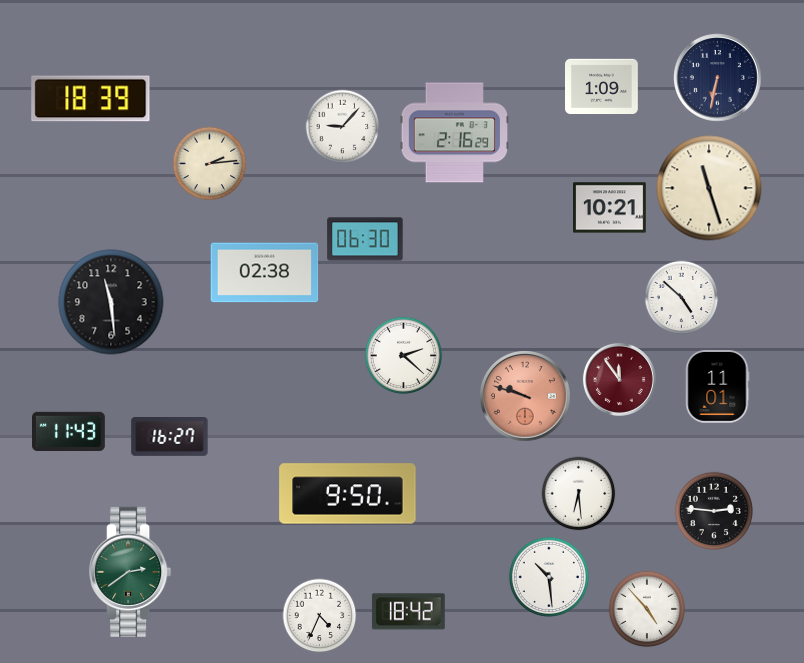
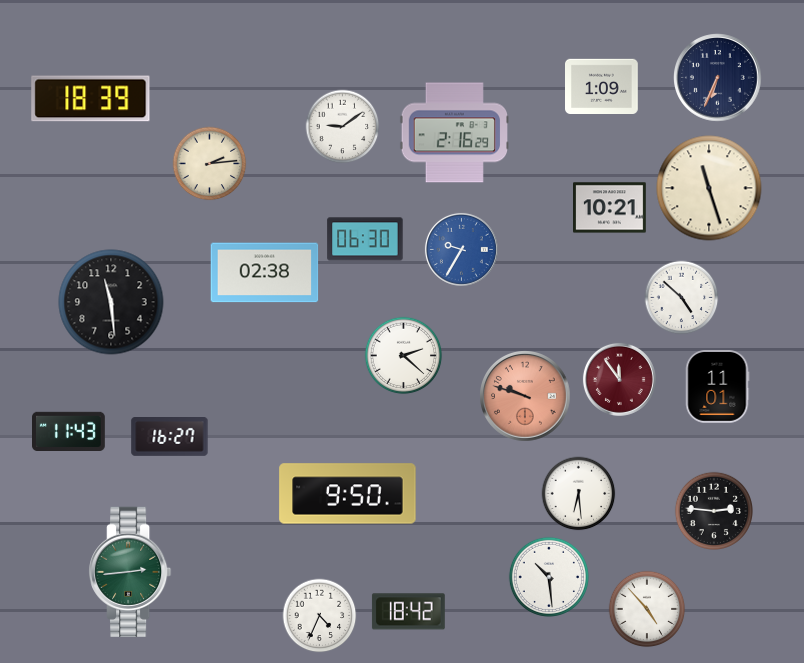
clock at (718, 78): 6:32 -> 6:34
clock at (343, 127): 9:07 -> 9:09
clock at (461, 249): none -> 9:35
clock at (130, 572): 2:39 -> 2:44
